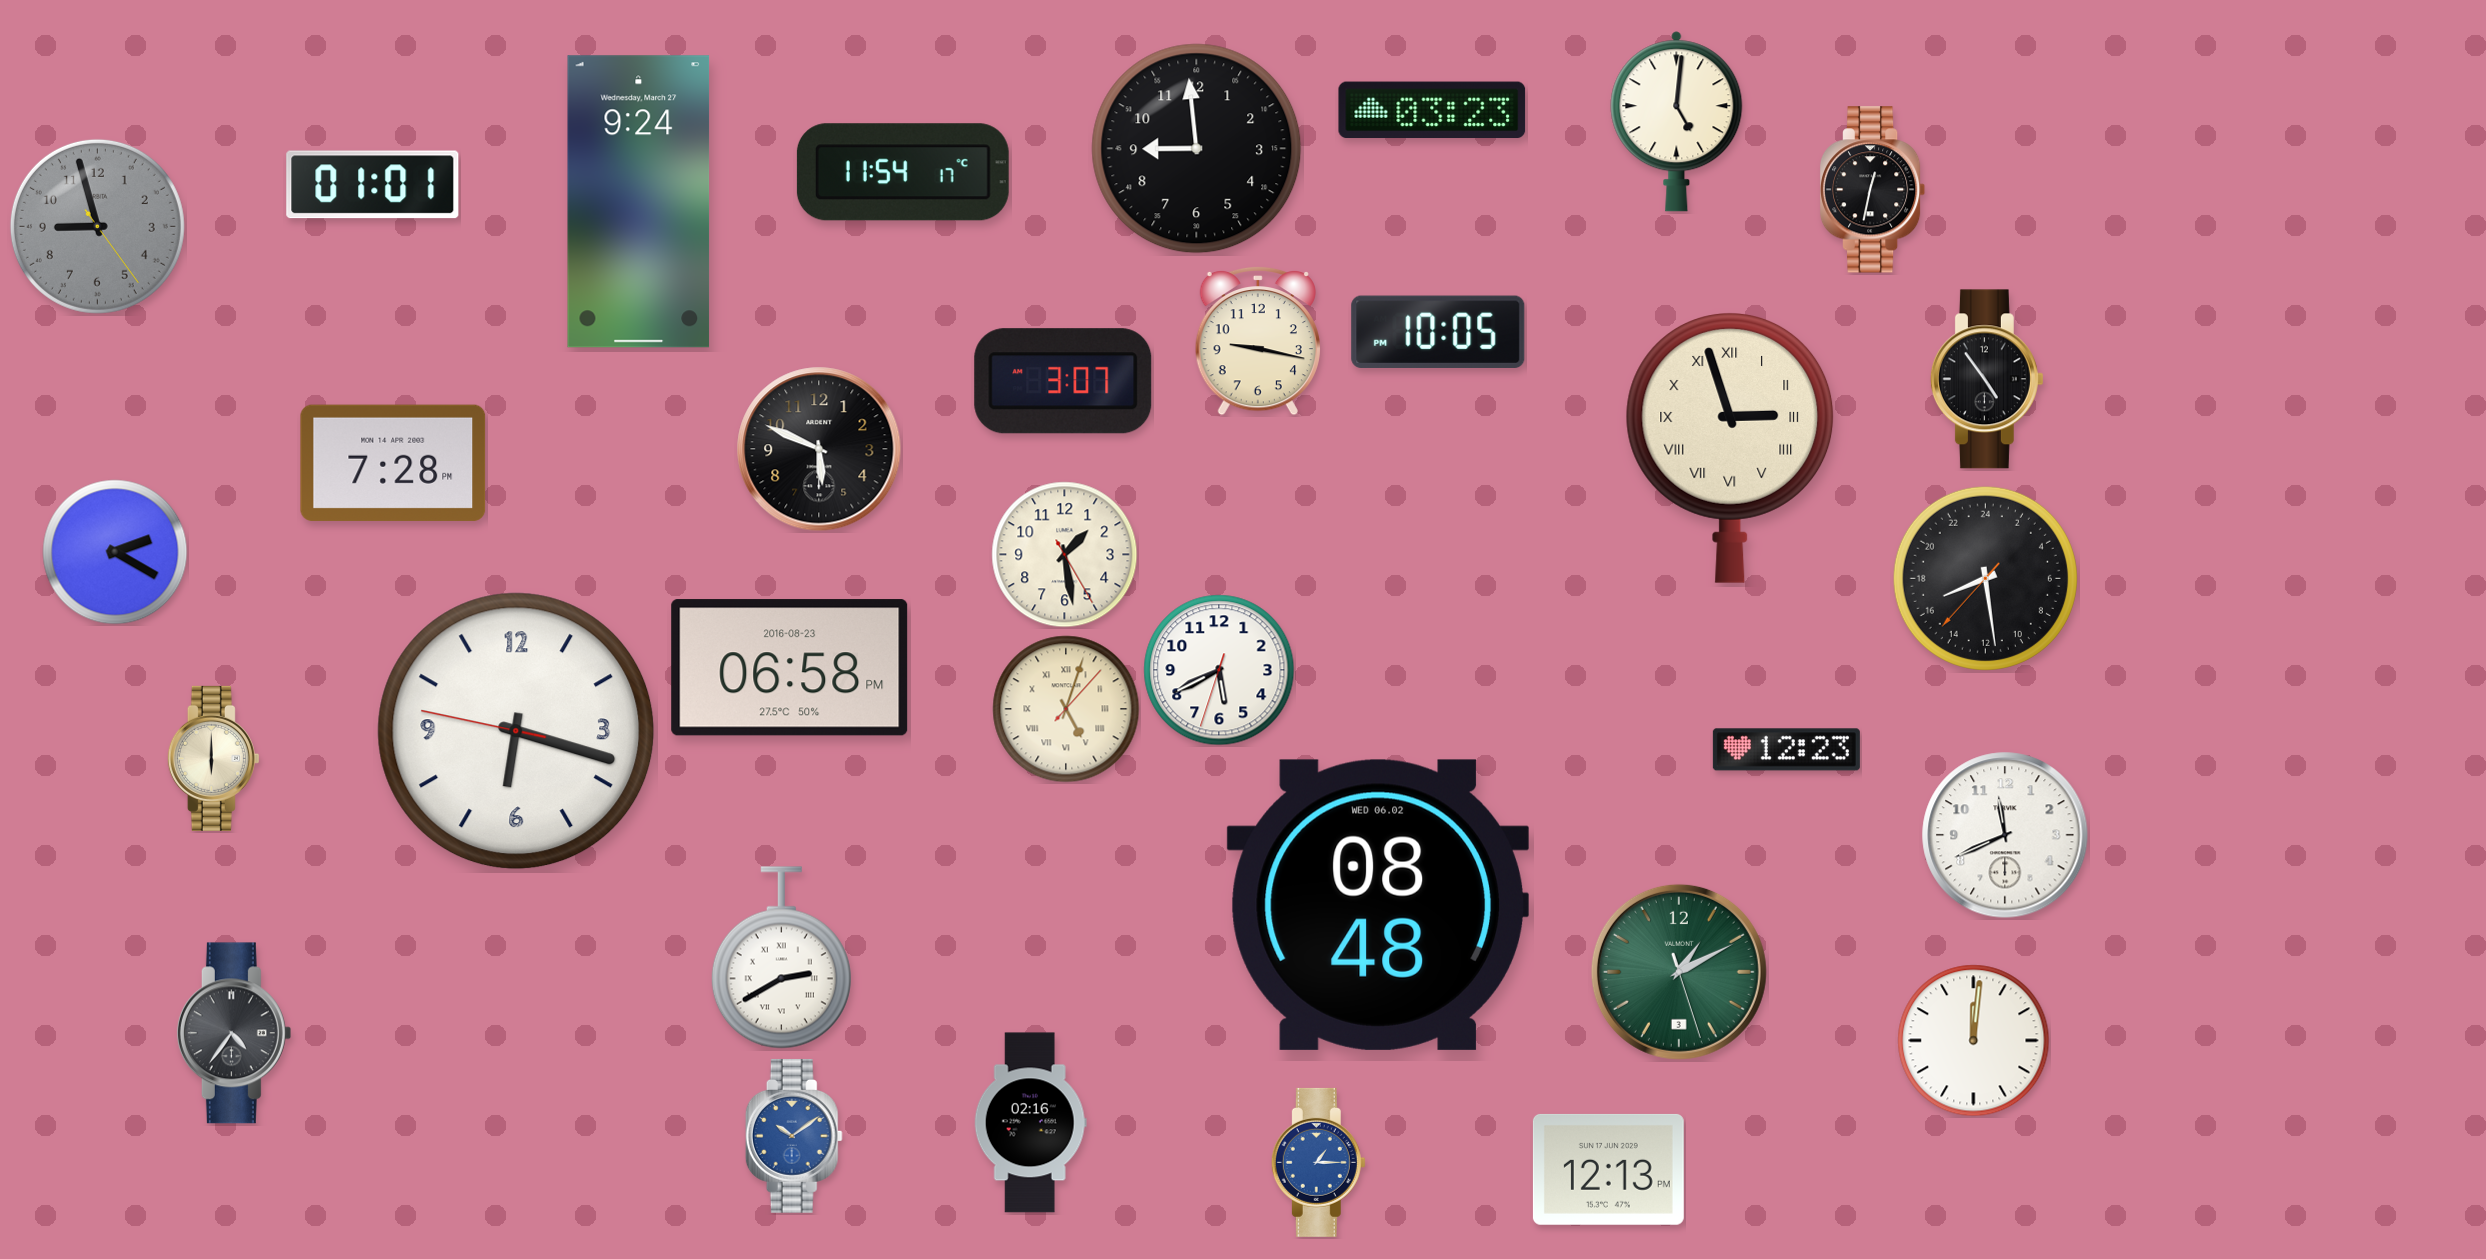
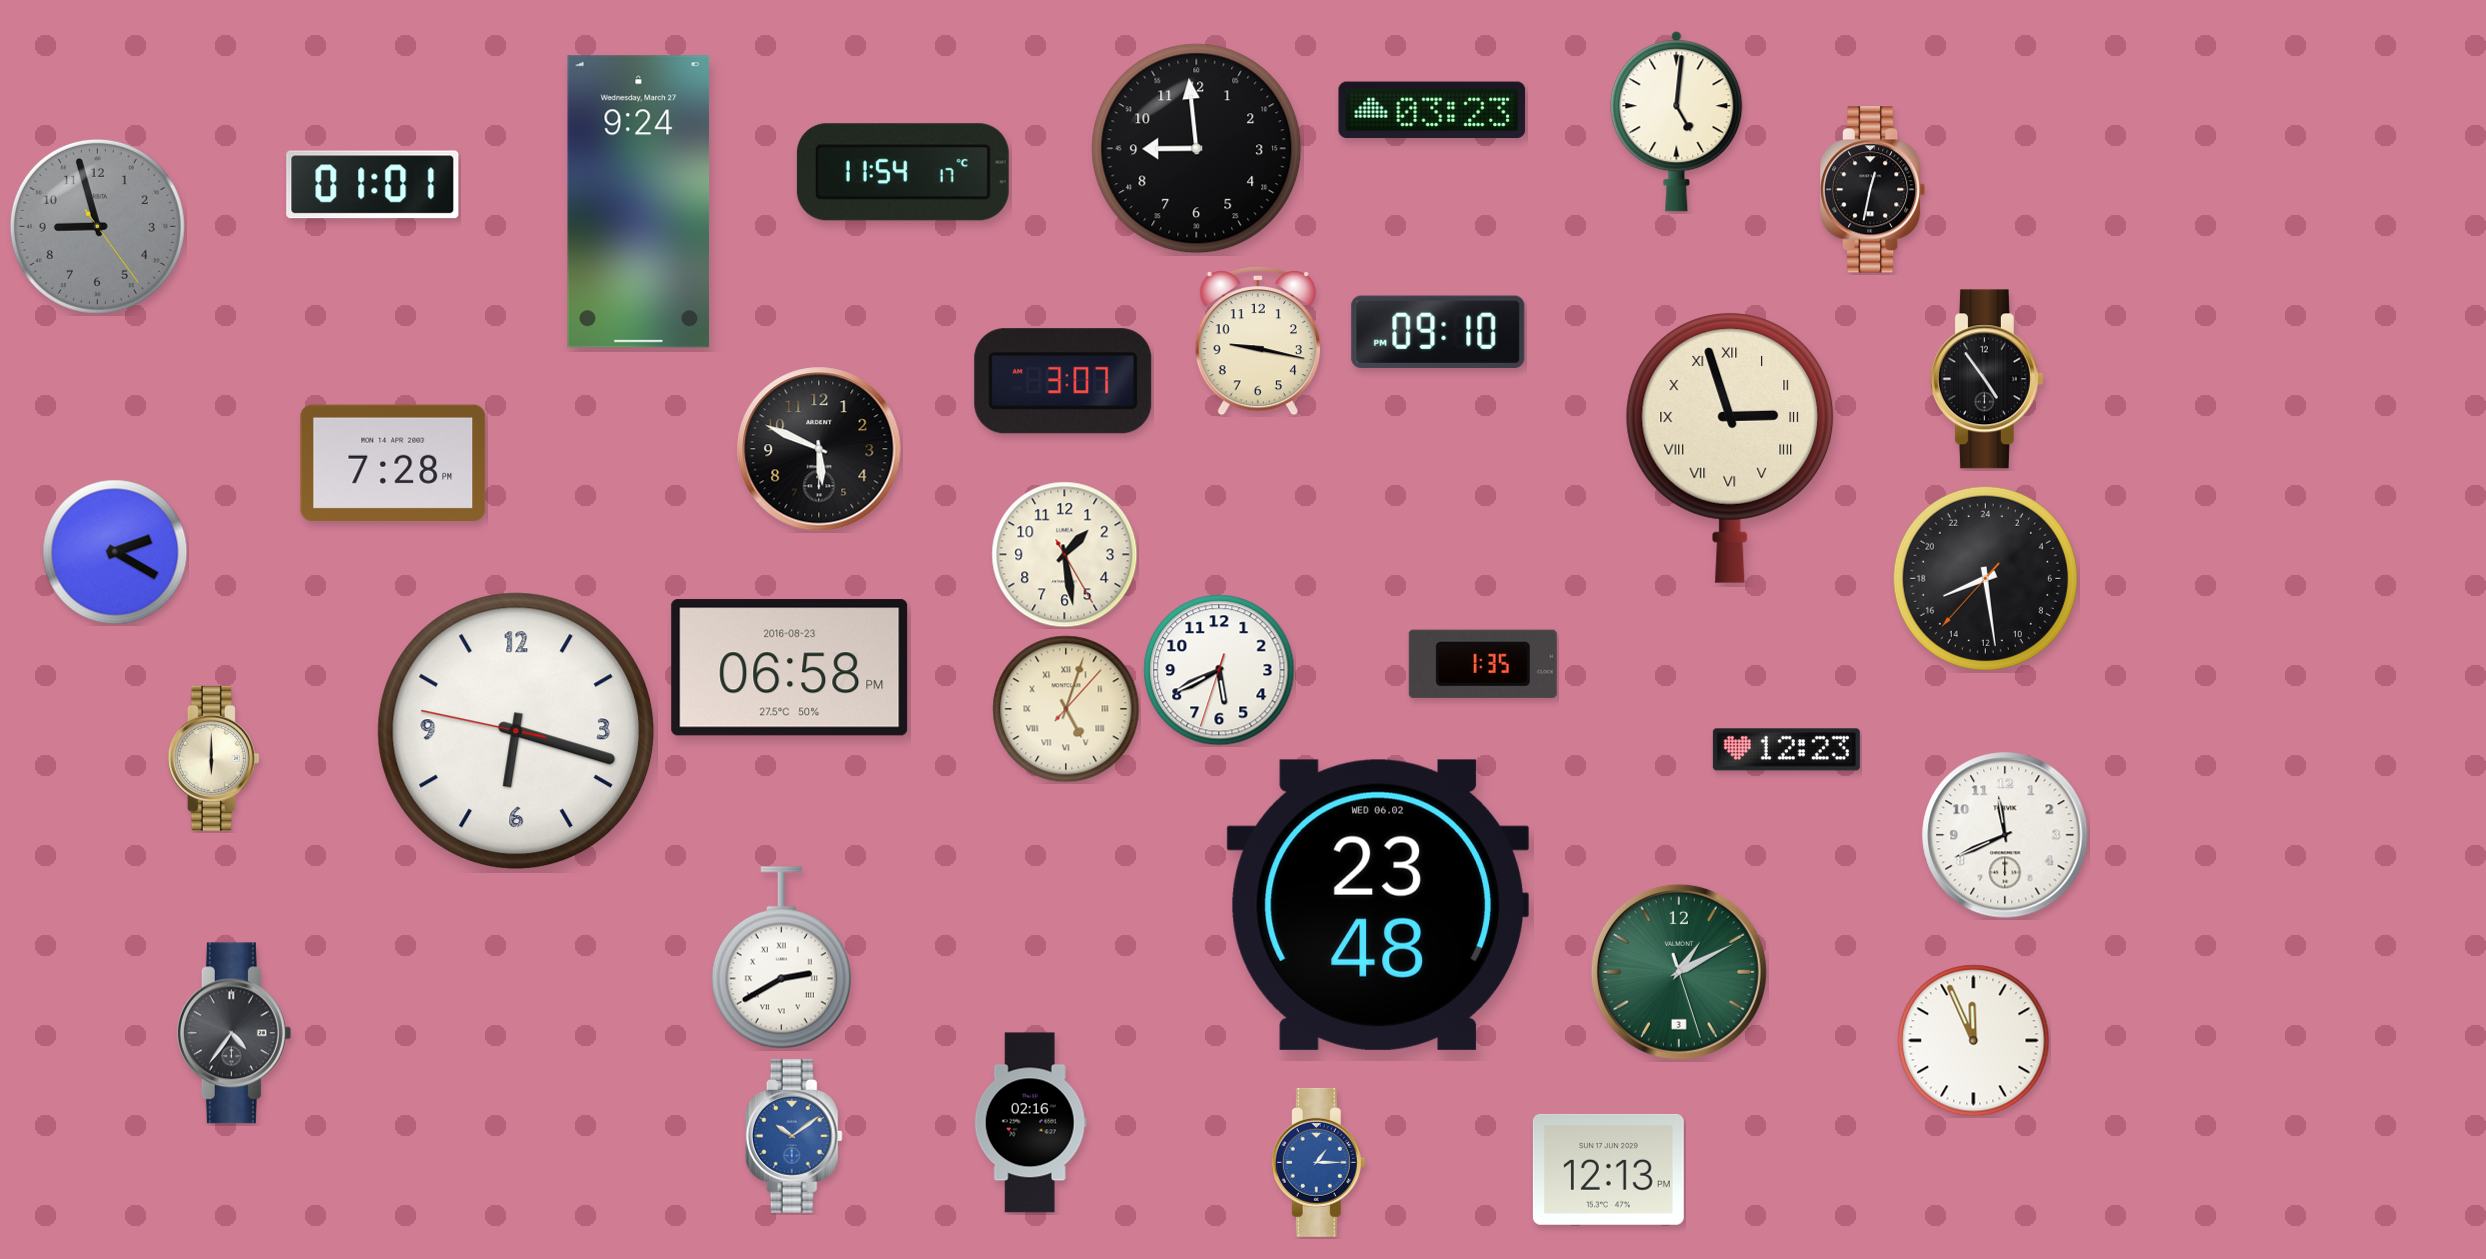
clock at (1438, 331): 10:05 -> 09:10
clock at (1483, 664): none -> 1:35
clock at (1378, 905): 08:48 -> 23:48
clock at (1974, 1041): 12:01 -> 11:56
